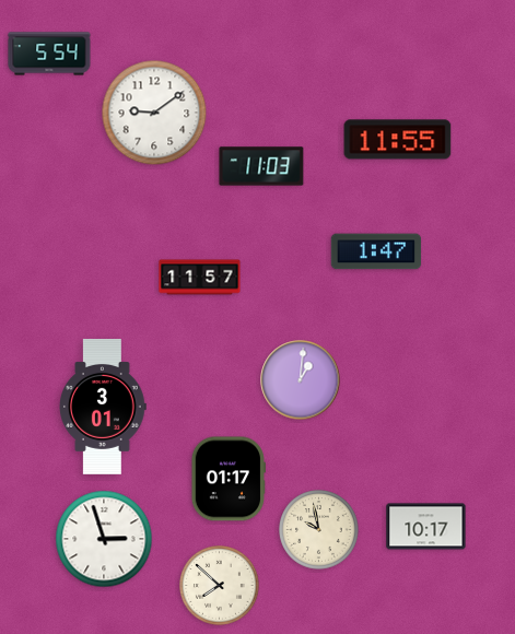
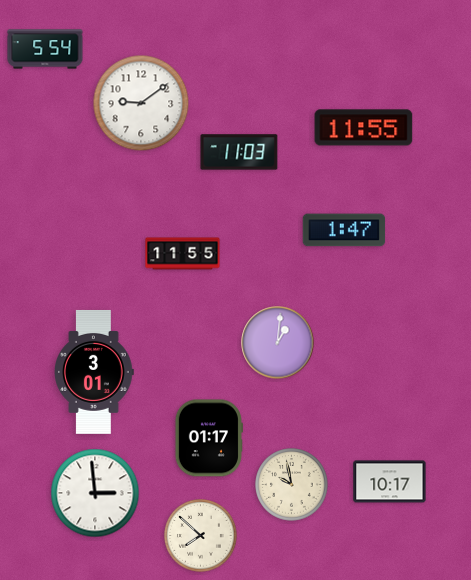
clock at (200, 278): 11:57 -> 11:55
clock at (301, 380) position: (301, 380) -> (278, 343)
clock at (104, 539): 2:57 -> 2:59
